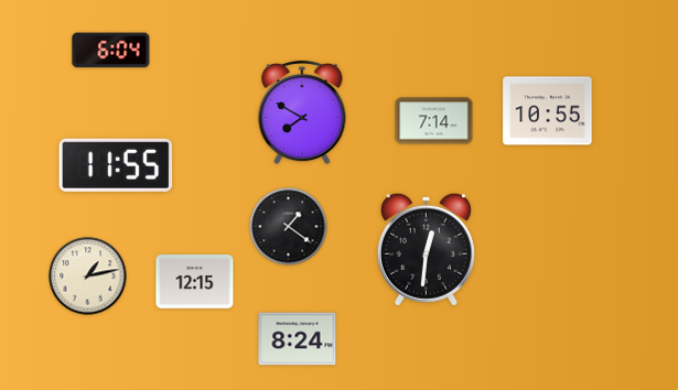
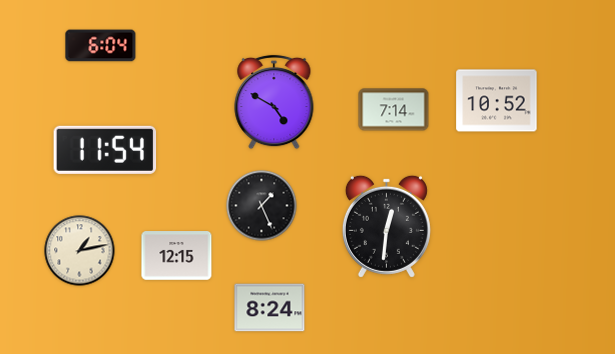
clock at (548, 111): 10:55 -> 10:52
clock at (302, 112): 7:50 -> 4:50
clock at (116, 165): 11:55 -> 11:54
clock at (289, 227): 1:21 -> 1:26
